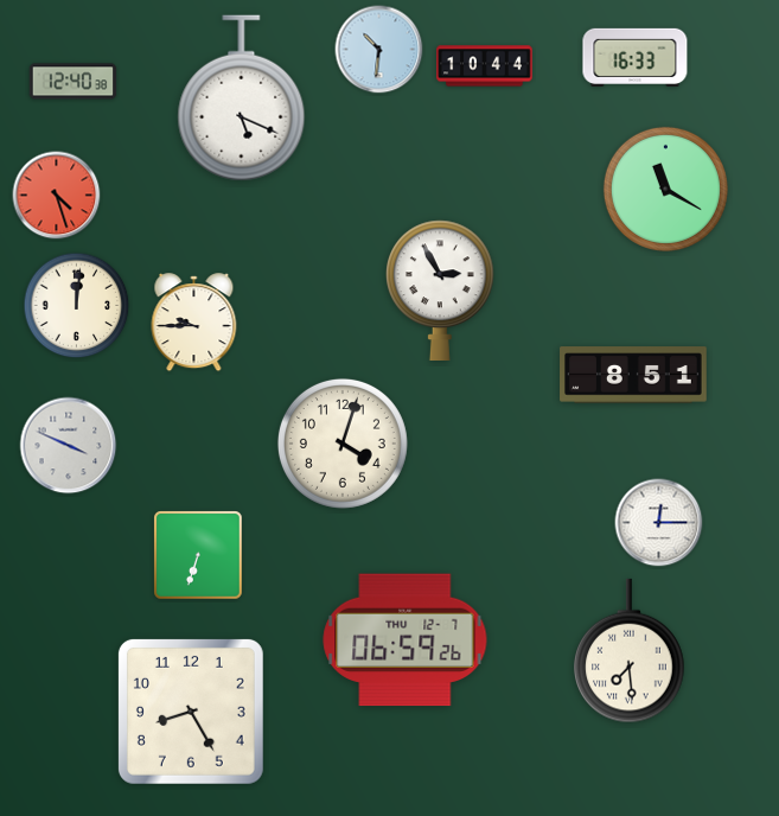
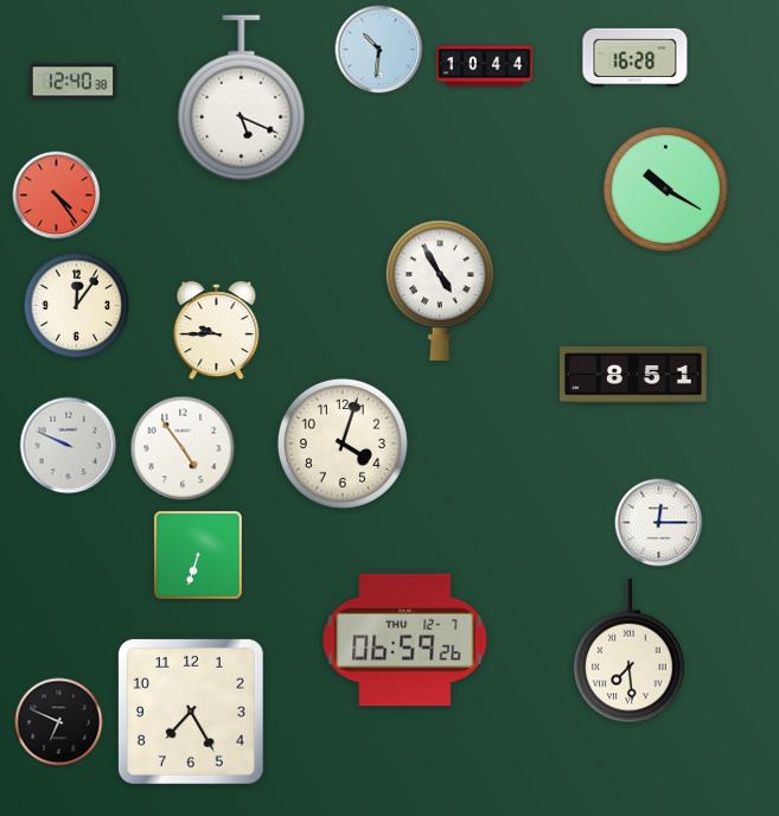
clock at (636, 57): 16:33 -> 16:28
clock at (665, 189): 11:20 -> 10:20
clock at (57, 196): 4:27 -> 4:24
clock at (441, 289): 2:55 -> 4:55
clock at (77, 306): 12:01 -> 12:06
clock at (194, 323) position: (194, 323) -> (217, 331)
clock at (69, 446): 3:49 -> 9:49
clock at (183, 448): none -> 4:54
clock at (191, 712): 8:25 -> 7:25
clock at (59, 722): none -> 6:49
